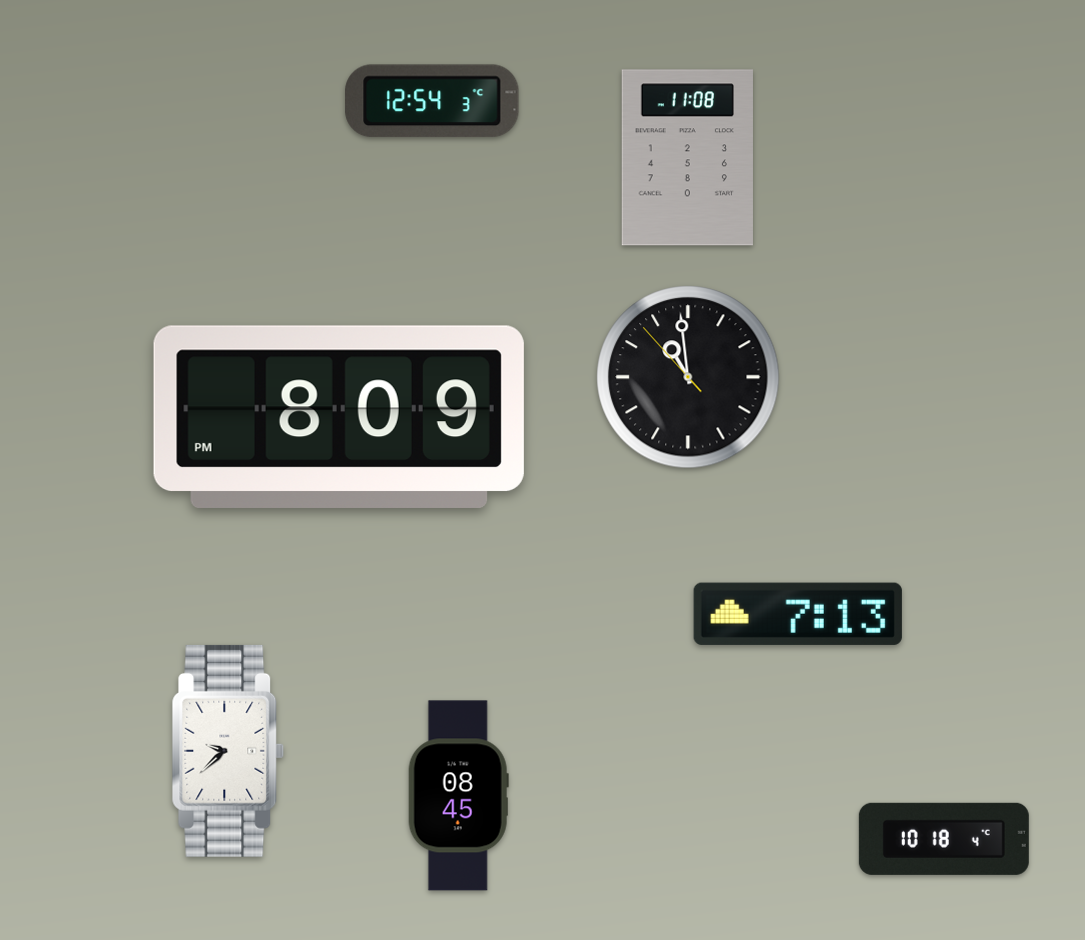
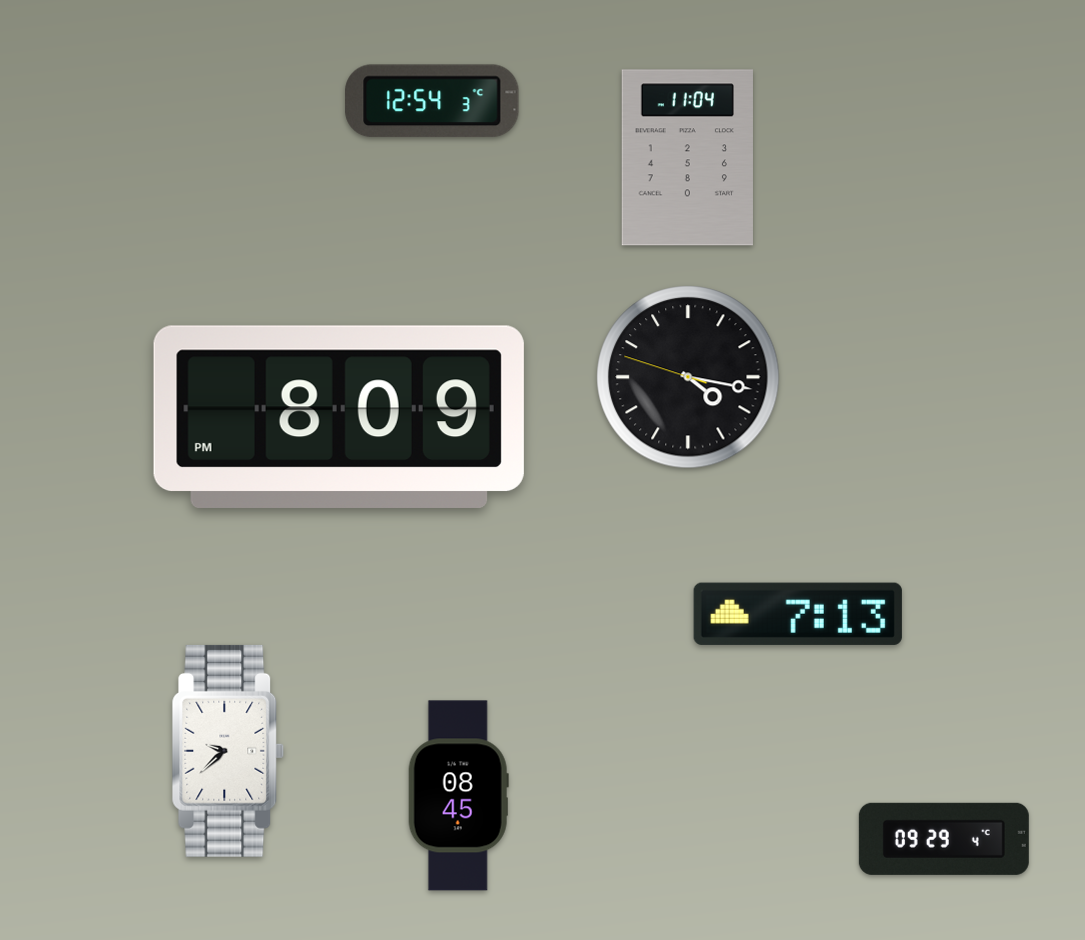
clock at (687, 158): 11:08 -> 11:04
clock at (688, 377): 10:58 -> 4:16
clock at (944, 839): 10:18 -> 09:29
